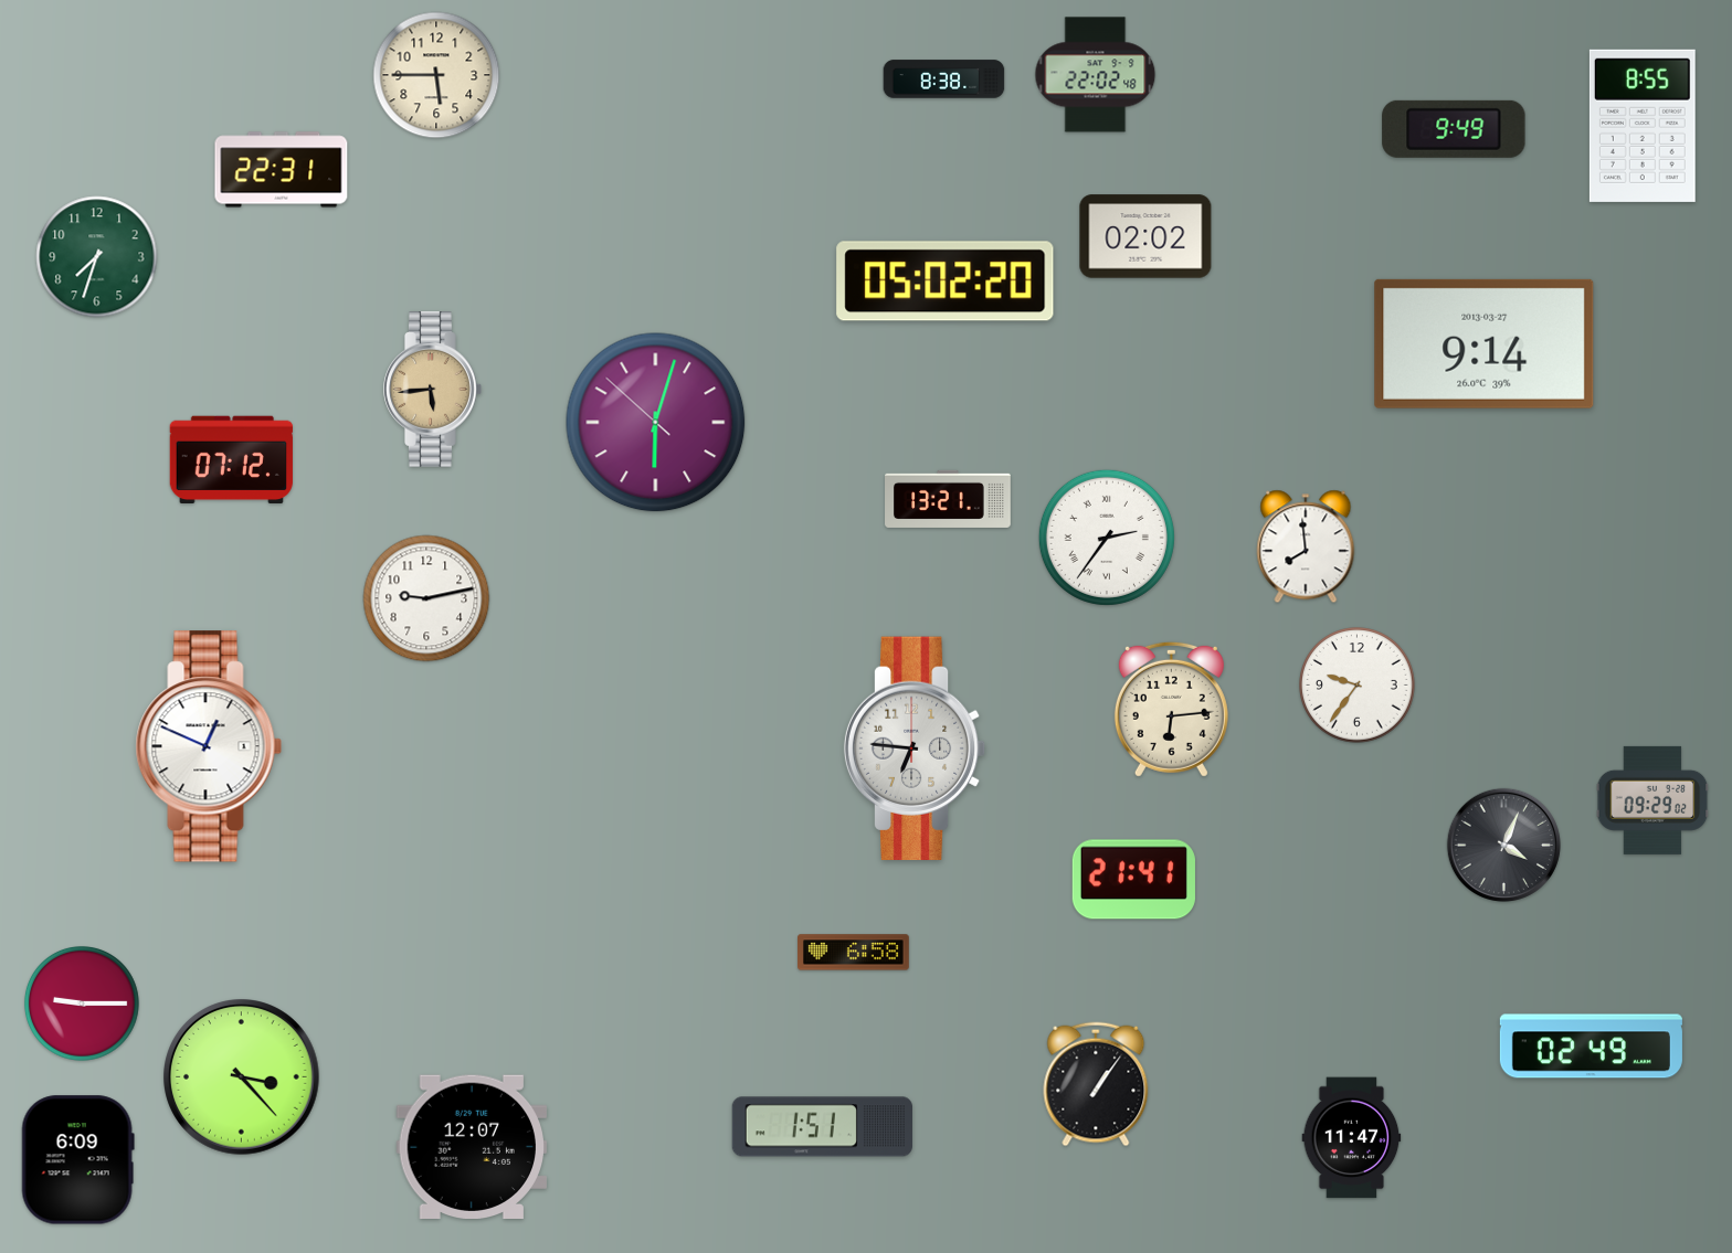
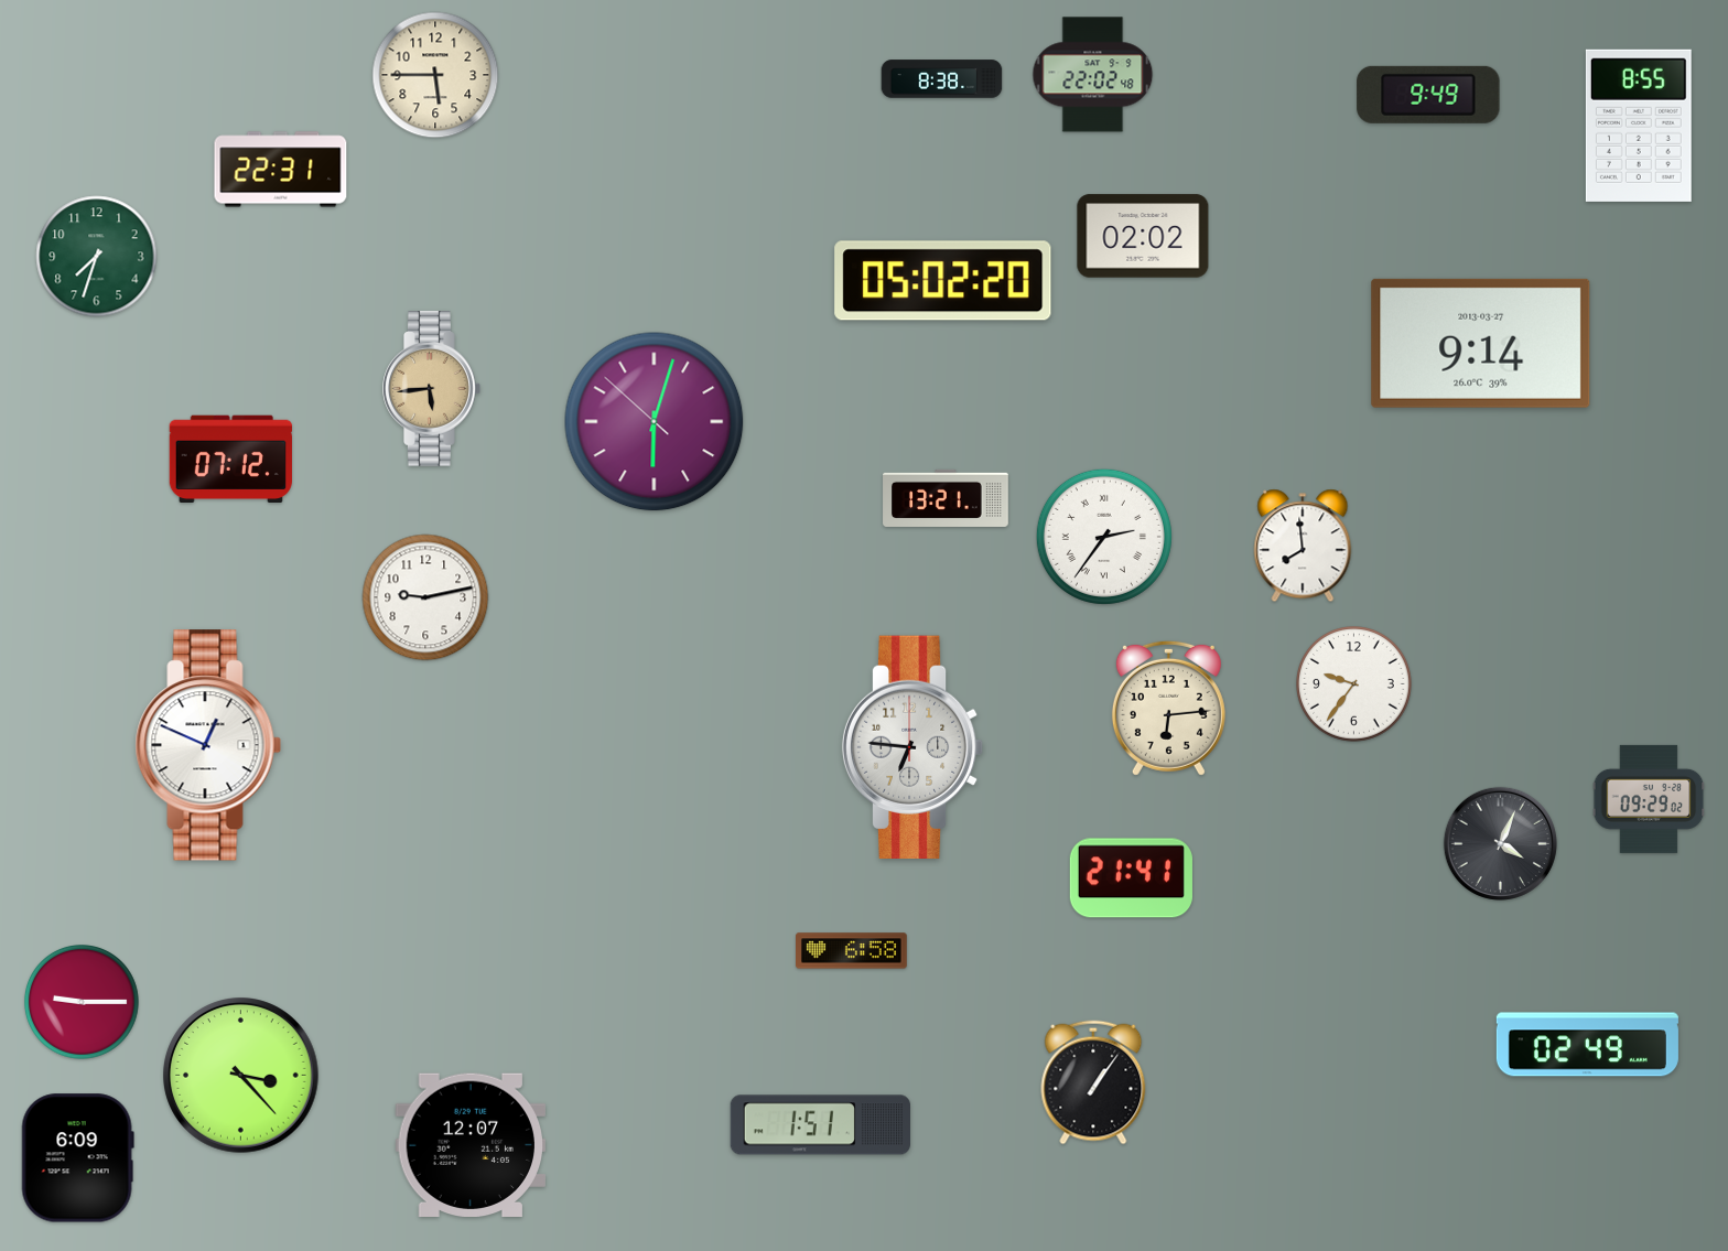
clock at (1454, 129) position: (1454, 129) -> (1428, 95)
clock at (1352, 1138): 11:47 -> none
